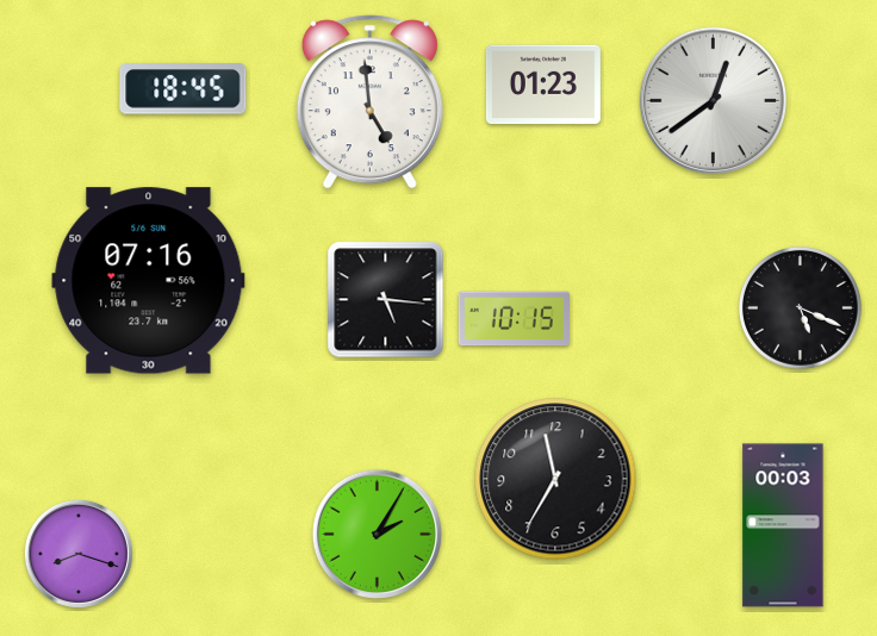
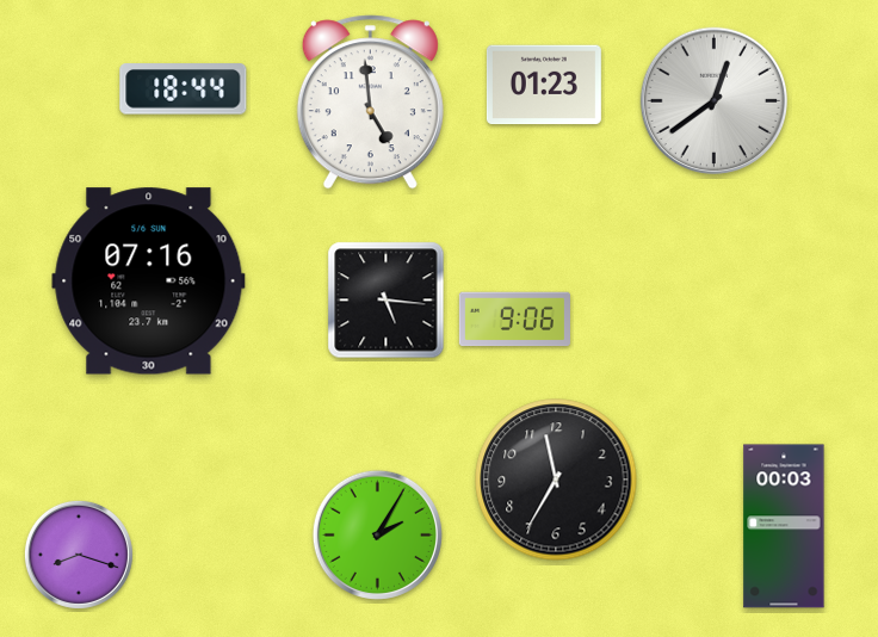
clock at (184, 89): 18:45 -> 18:44
clock at (800, 307): 5:19 -> none
clock at (514, 319): 10:15 -> 9:06
